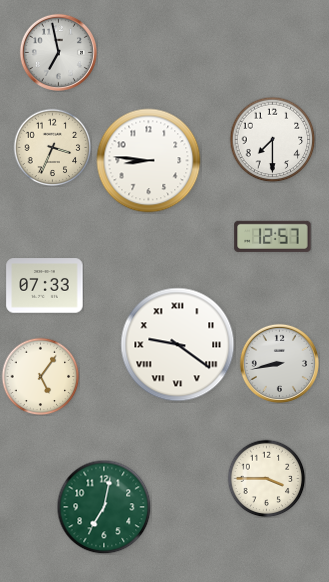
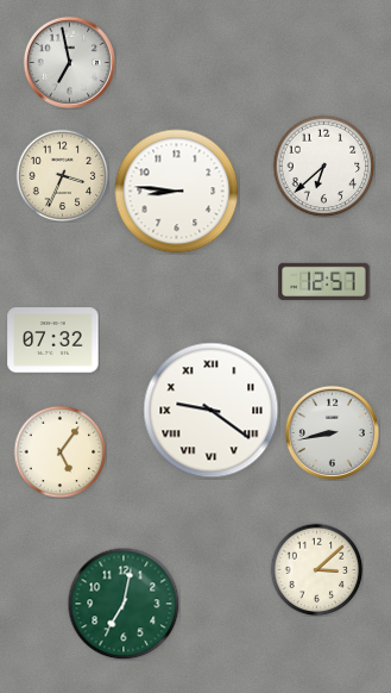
clock at (272, 139): 7:30 -> 6:38
clock at (45, 286): 07:33 -> 07:32
clock at (40, 376) position: (40, 376) -> (59, 451)
clock at (266, 478): 3:45 -> 3:08
